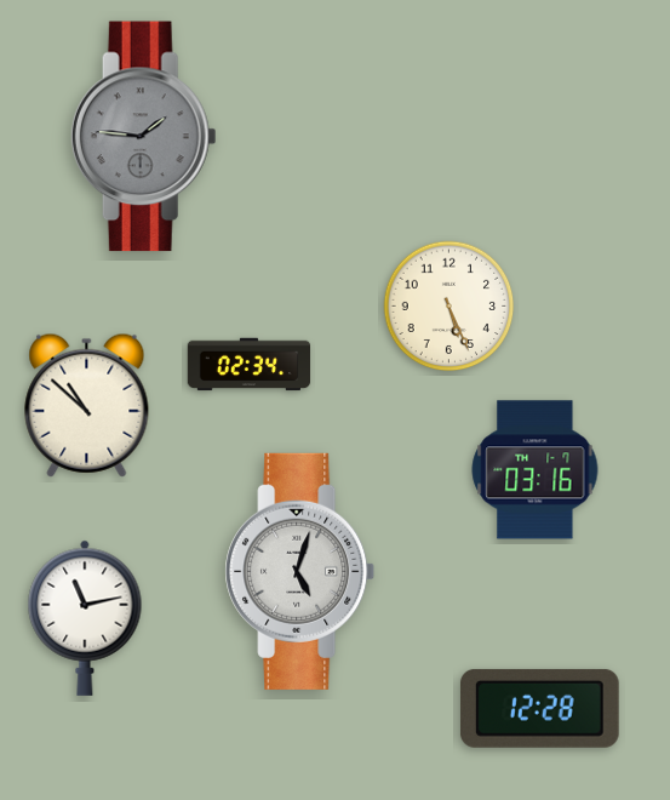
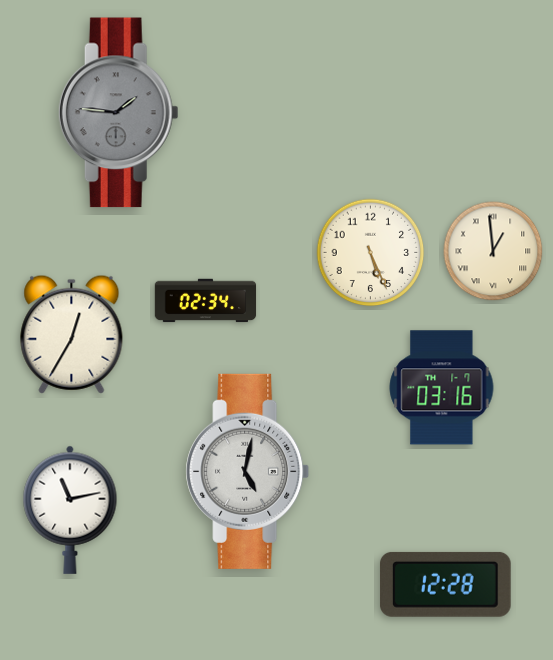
clock at (493, 251): none -> 12:59
clock at (87, 405): 10:52 -> 12:35
clock at (300, 571): 5:03 -> 5:02
